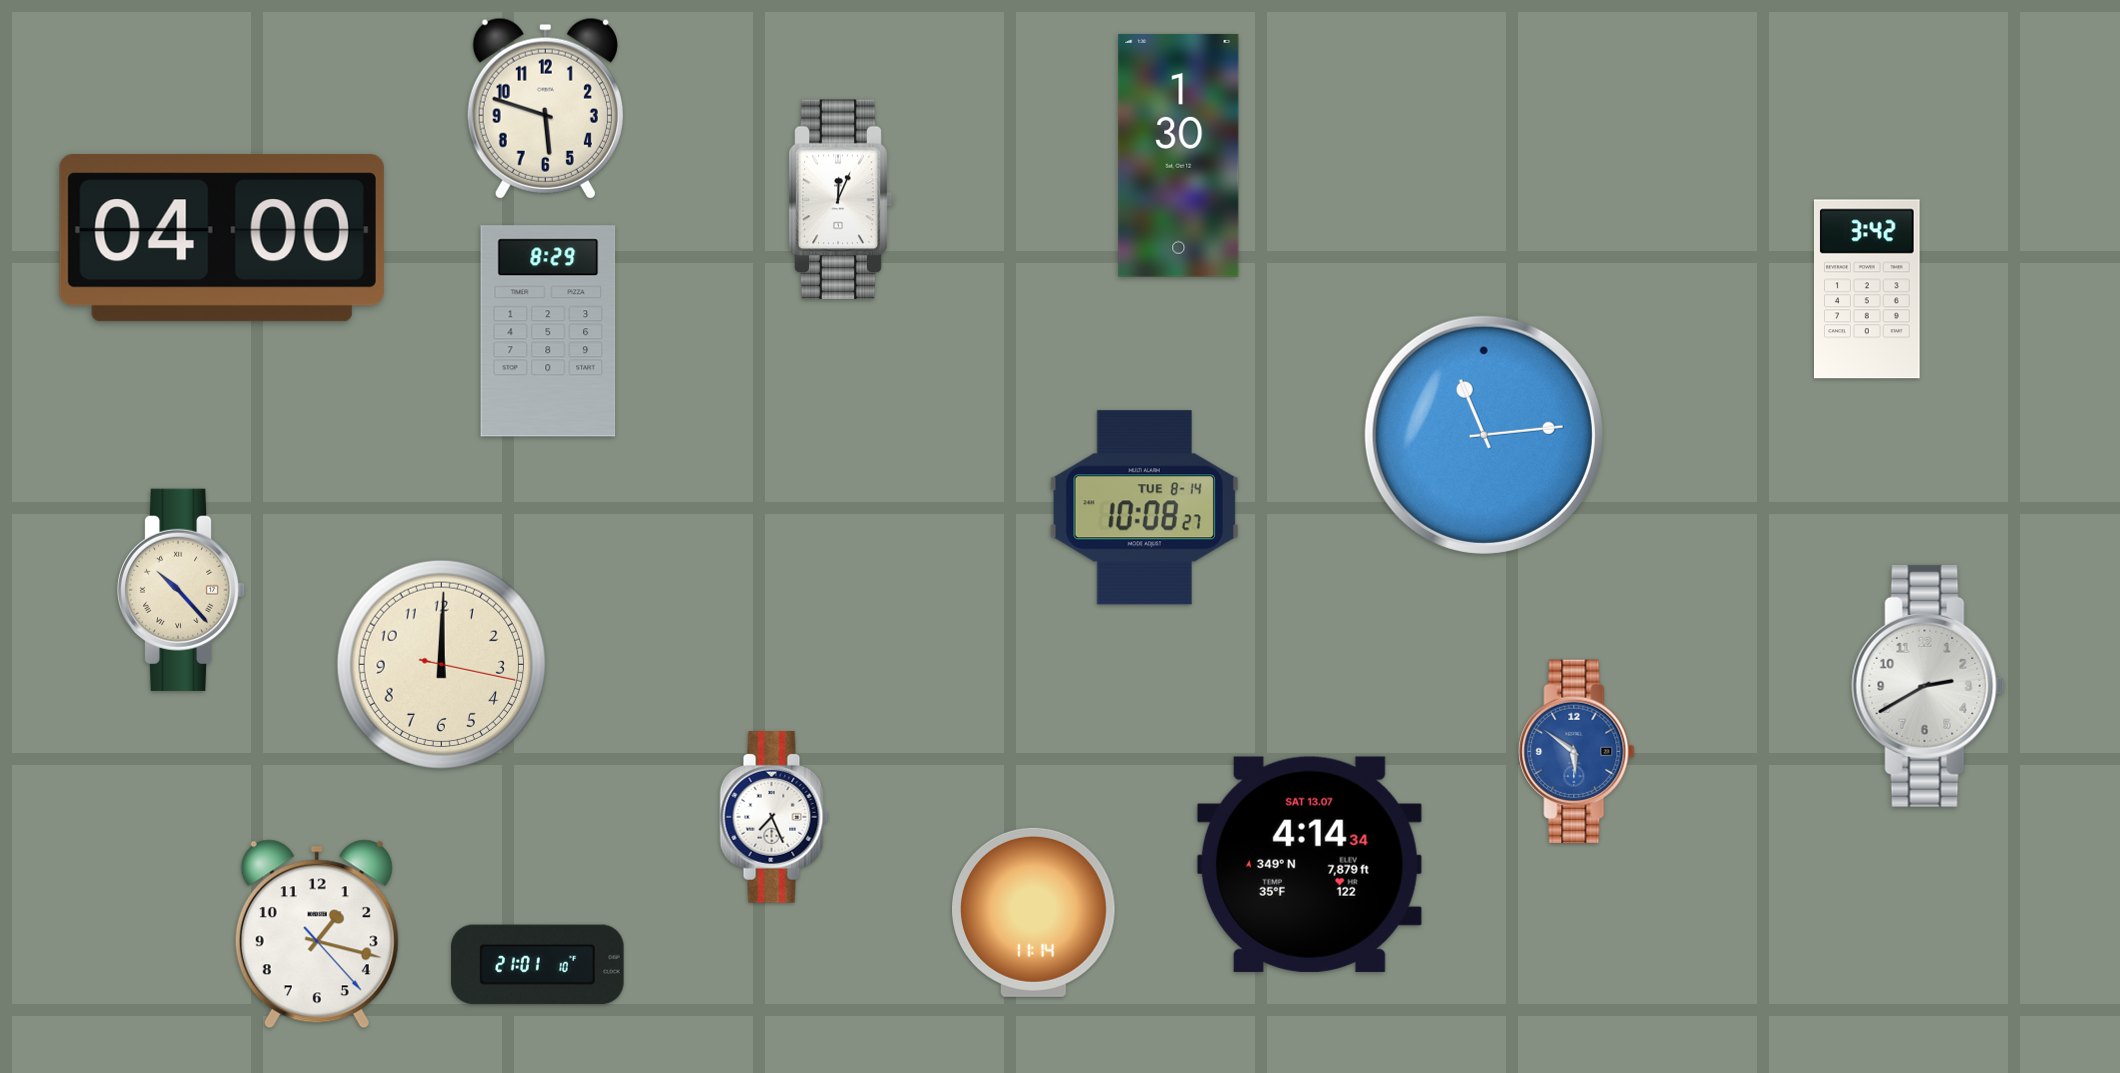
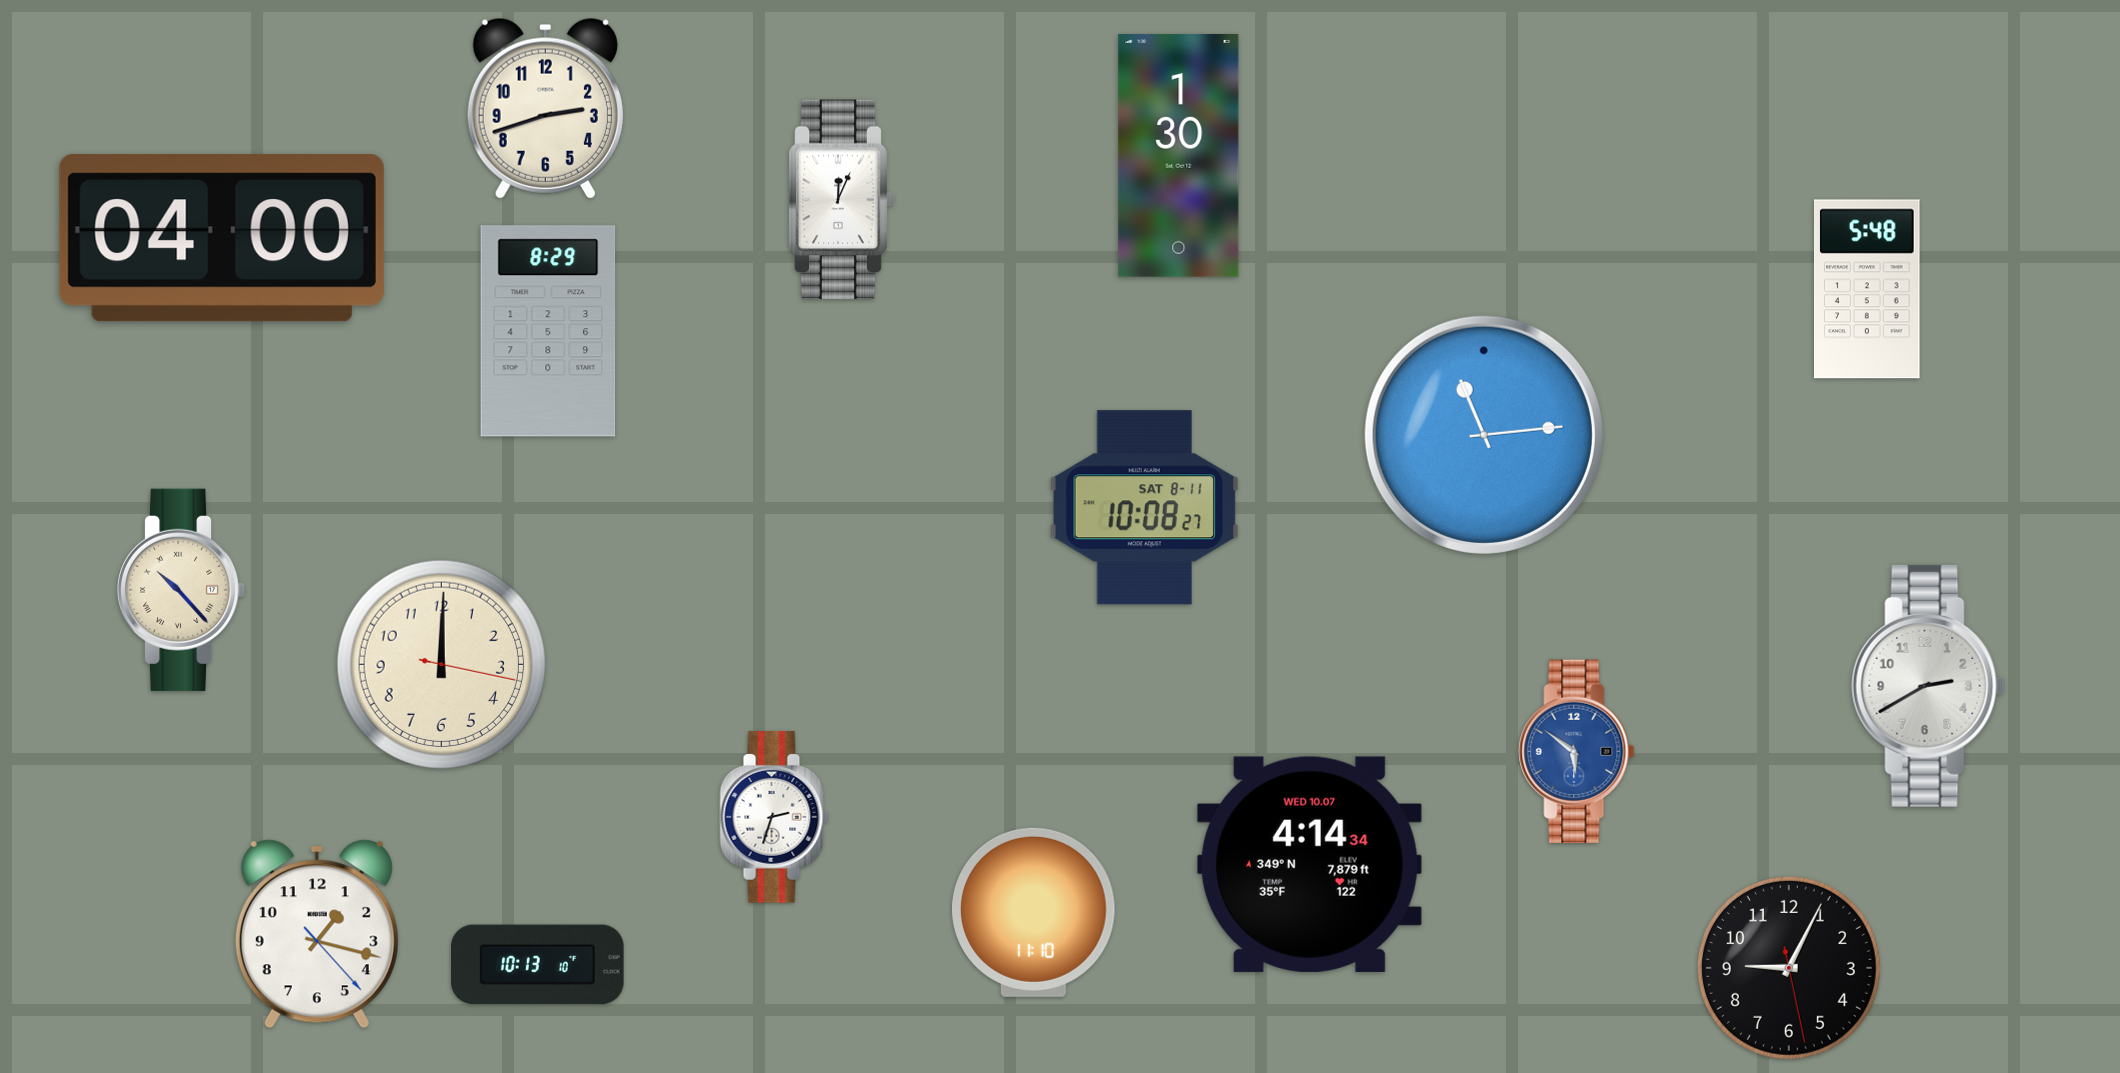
clock at (545, 108): 5:48 -> 2:42
clock at (1868, 289): 3:42 -> 5:48
clock at (1144, 508) date: TUE 8-14 -> SAT 8-11
clock at (774, 818): 7:26 -> 2:33
clock at (1309, 864) date: SAT 13.07 -> WED 10.07
clock at (1034, 912): 11:14 -> 11:10
clock at (538, 965): 21:01 -> 10:13
clock at (1789, 968): none -> 9:04
